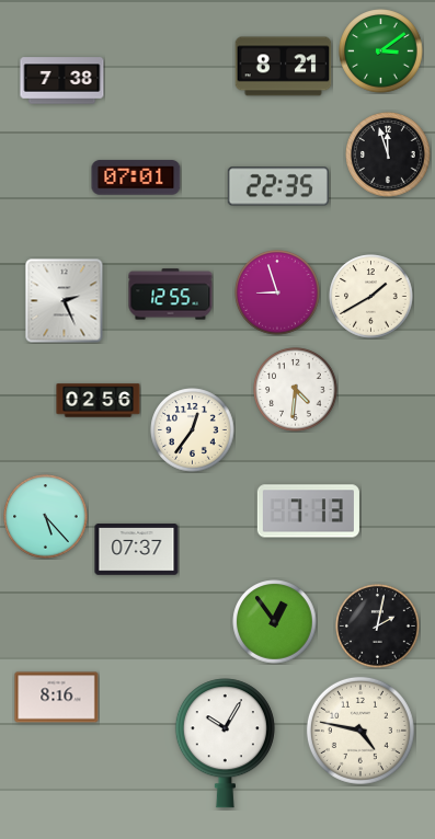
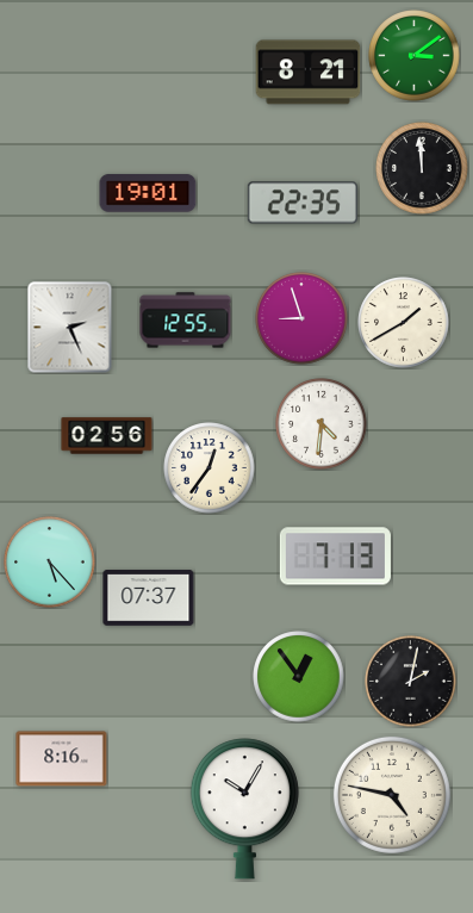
clock at (62, 81): 7:38 -> none
clock at (388, 154): 11:57 -> 11:59
clock at (136, 177): 07:01 -> 19:01
